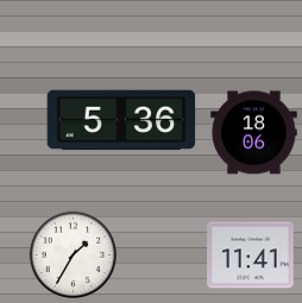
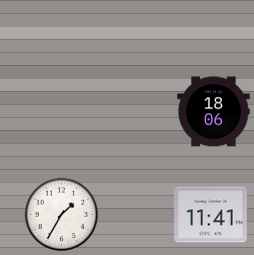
clock at (121, 120): 5:36 -> none
